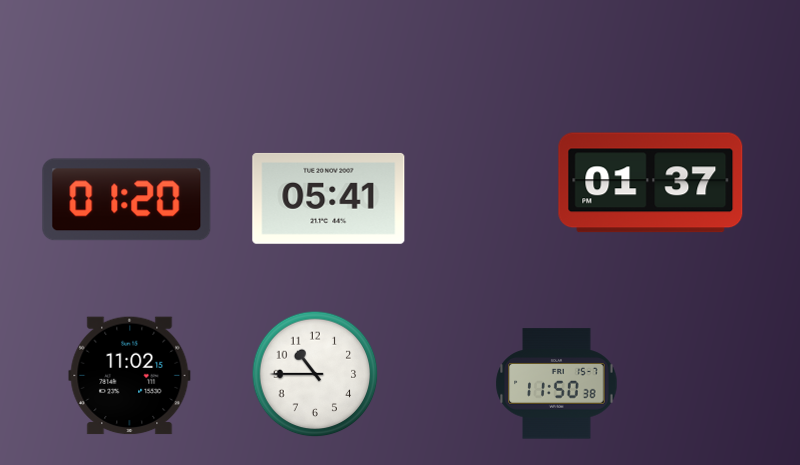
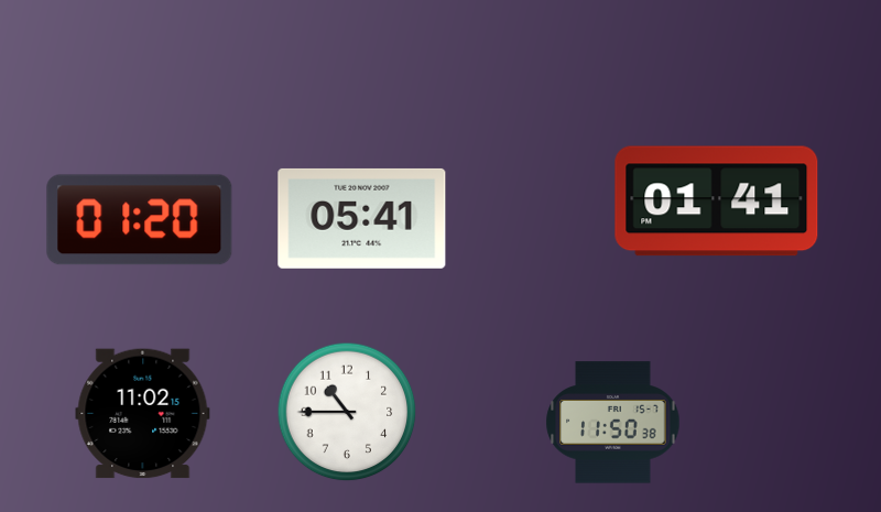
clock at (651, 183): 01:37 -> 01:41
